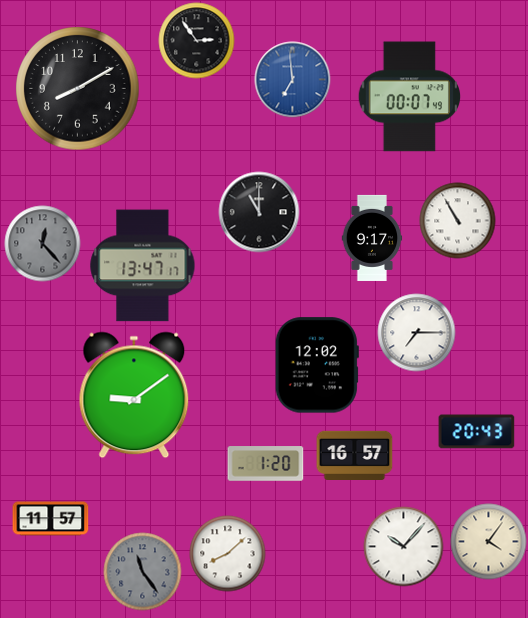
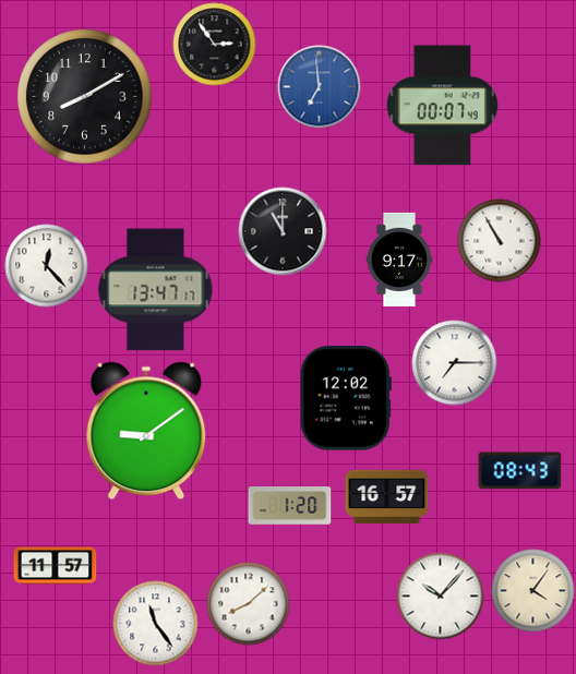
clock at (409, 97) position: (409, 97) -> (442, 106)
clock at (372, 238) position: (372, 238) -> (399, 260)
clock at (43, 244) dial: grey -> white
clock at (477, 432): 20:43 -> 08:43
clock at (143, 572) dial: grey -> white
